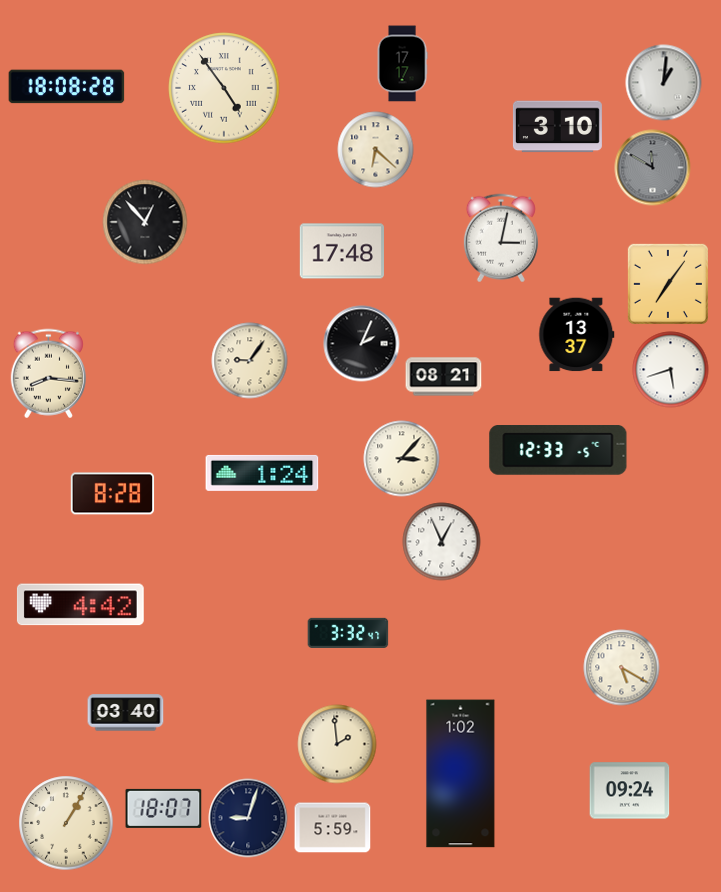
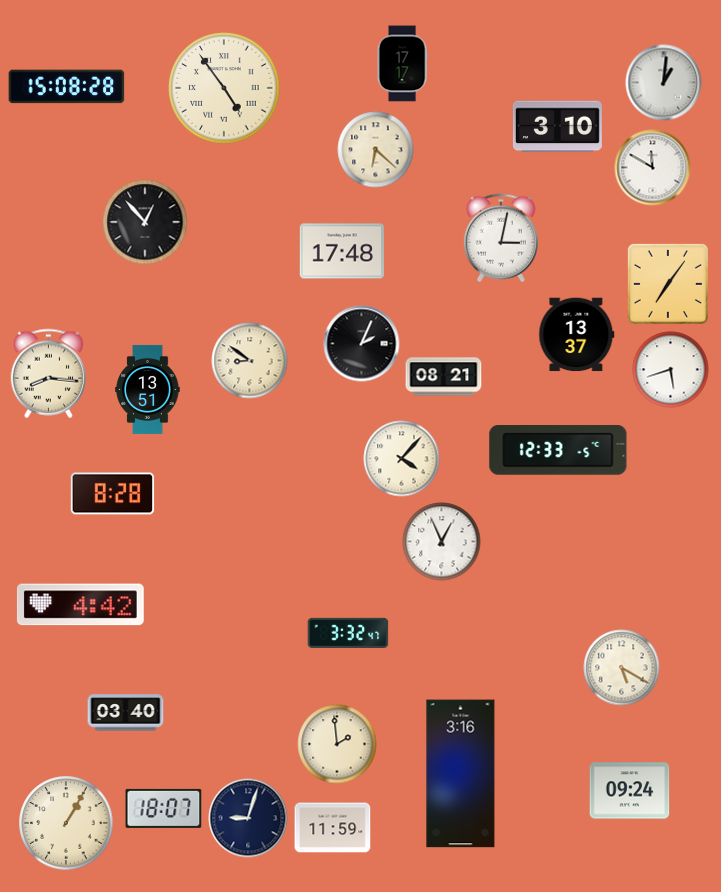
clock at (67, 87): 18:08 -> 15:08
clock at (653, 168) dial: grey -> white
clock at (250, 361): 9:06 -> 8:51
clock at (148, 389): none -> 13:51
clock at (402, 459): 3:07 -> 4:07
clock at (262, 473): 1:24 -> none
clock at (461, 774): 1:02 -> 3:16
clock at (333, 828): 5:59 -> 11:59
